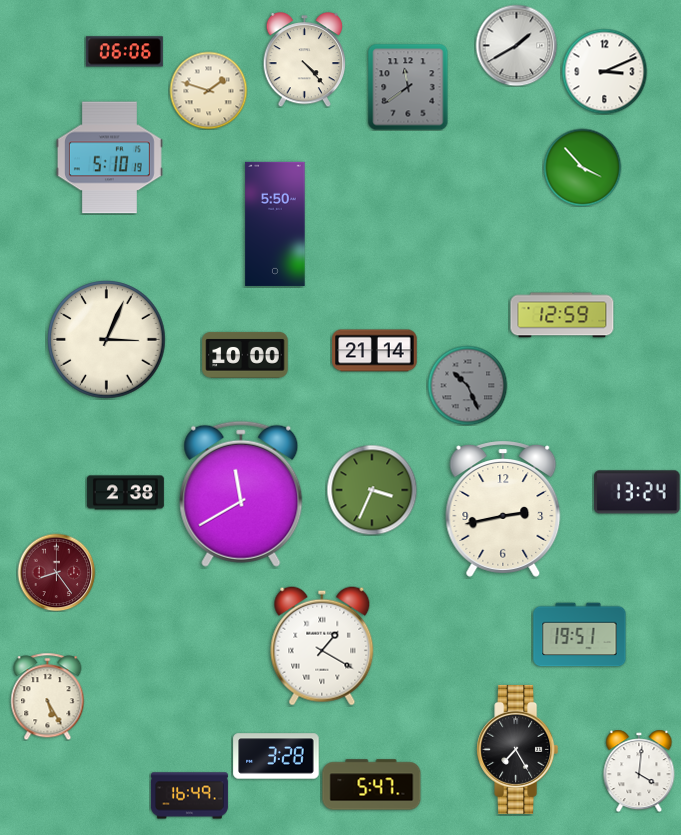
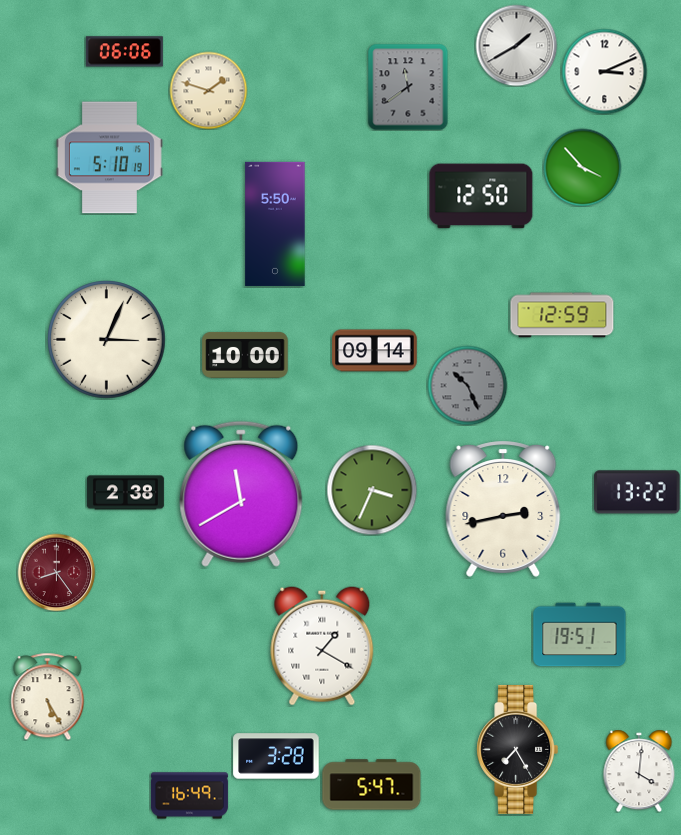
clock at (305, 59): 4:23 -> none
clock at (481, 196): none -> 12:50
clock at (375, 351): 21:14 -> 09:14
clock at (637, 492): 13:24 -> 13:22
